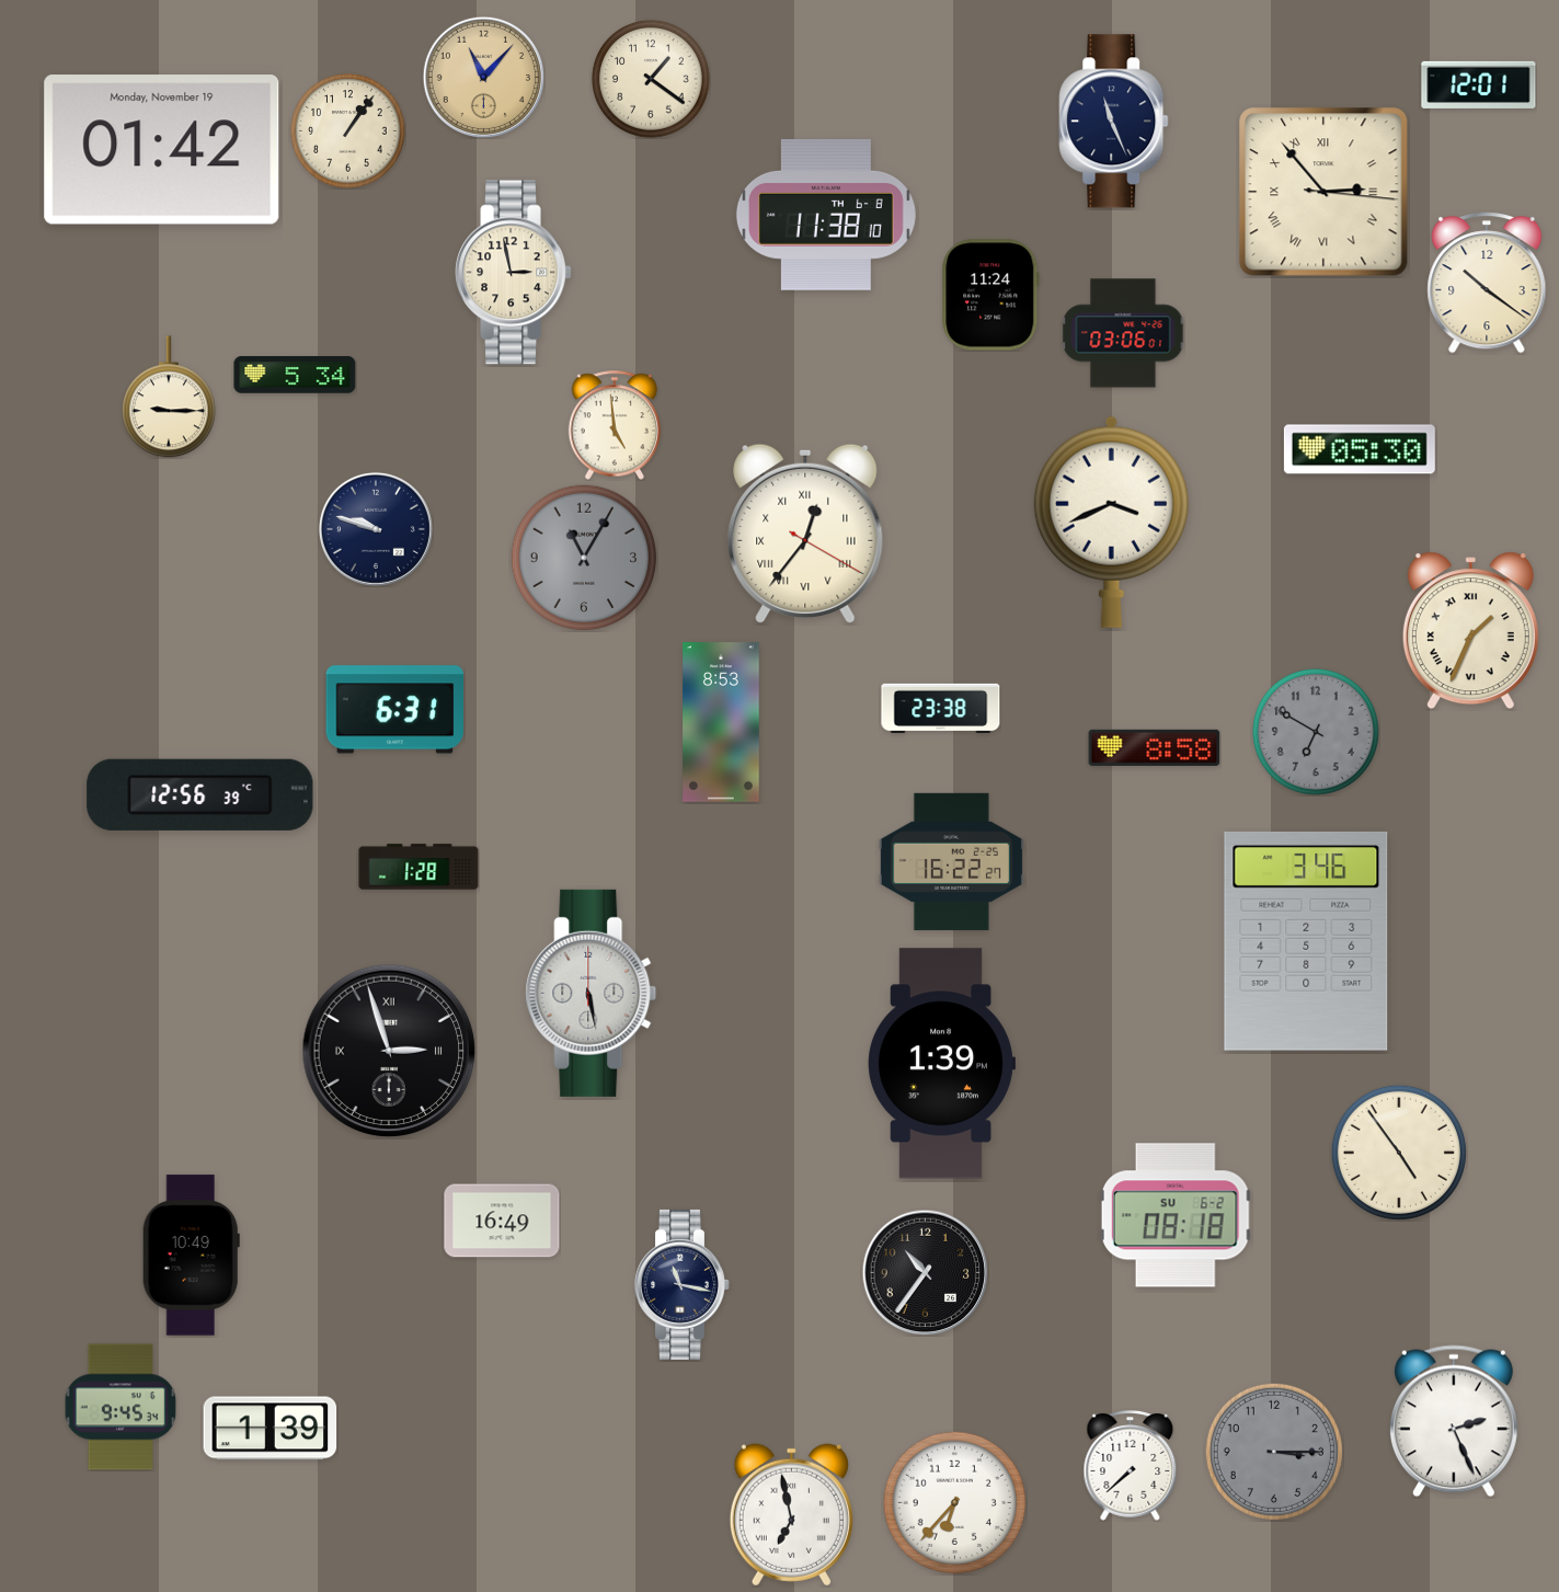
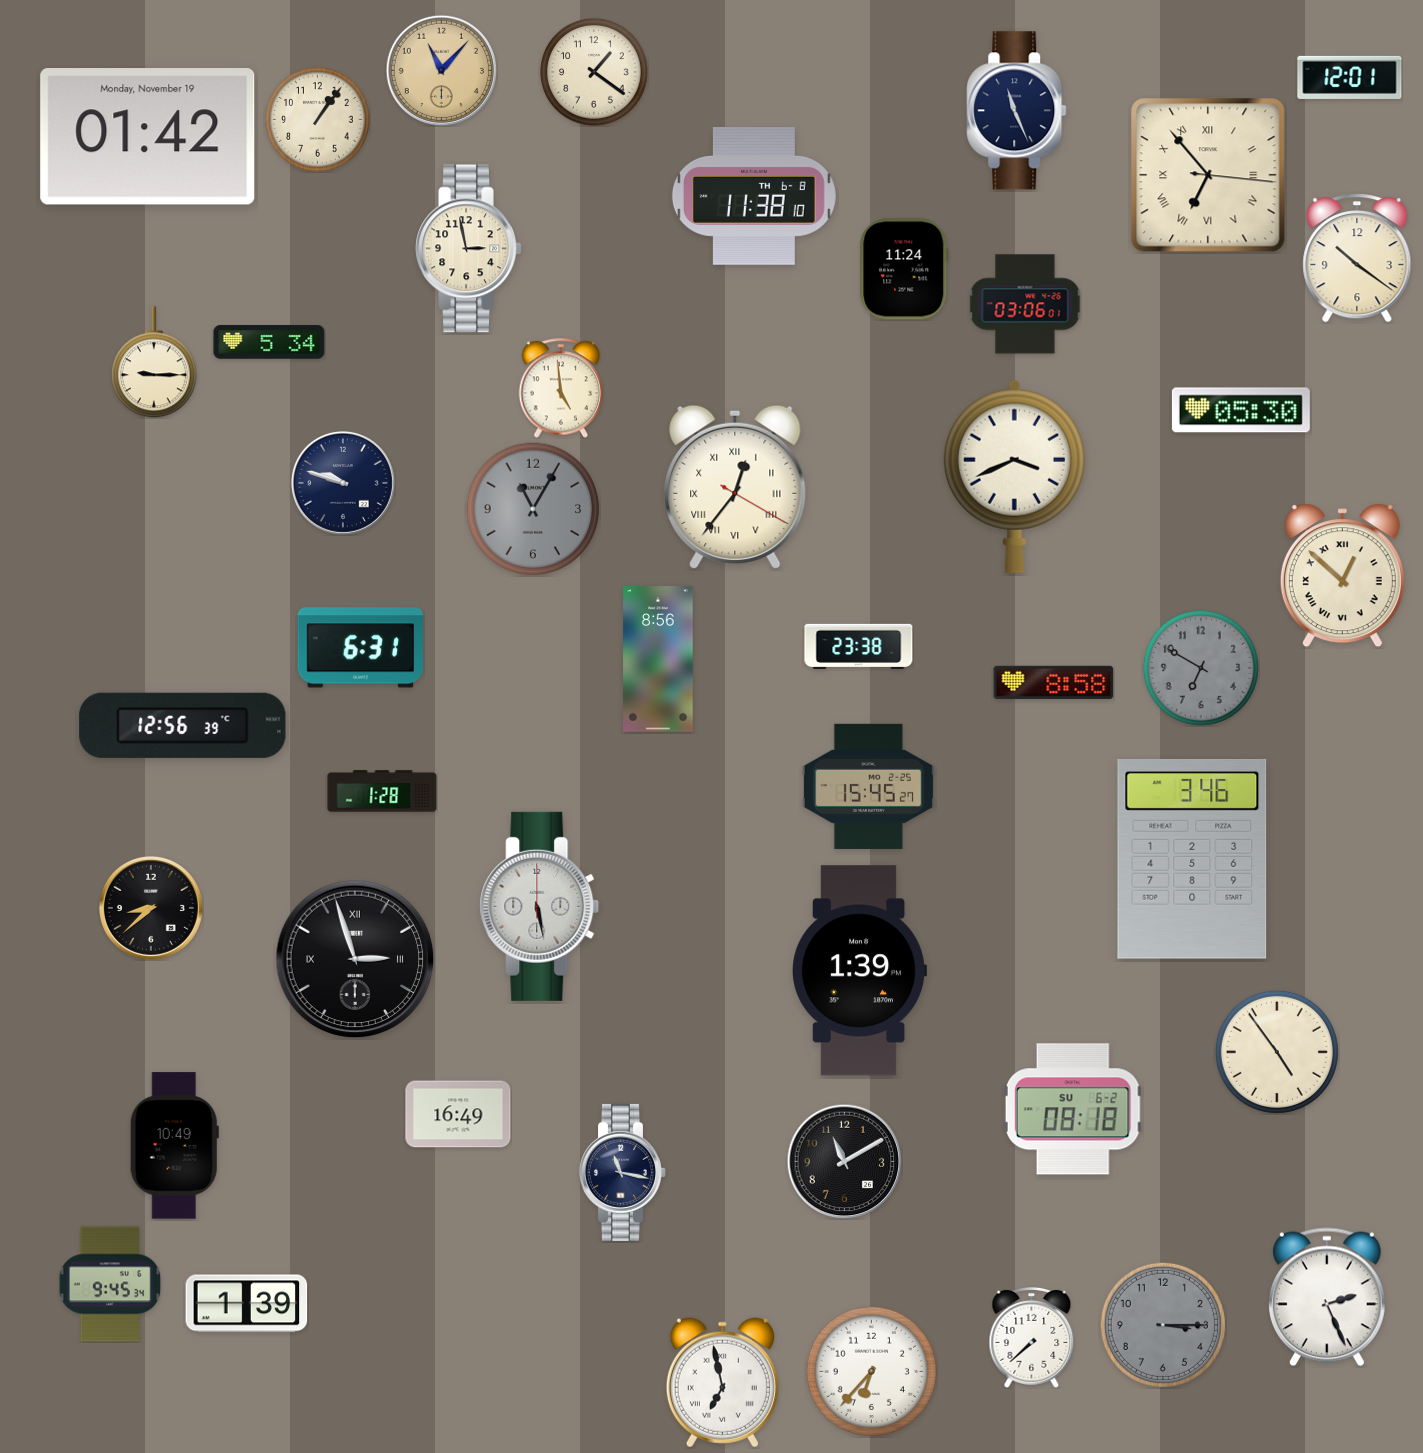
clock at (1323, 192): 2:53 -> 6:53
clock at (1470, 631): 1:34 -> 12:52
clock at (721, 722): 8:53 -> 8:56
clock at (951, 861): 16:22 -> 15:45
clock at (151, 908): none -> 8:38
clock at (925, 1272): 10:36 -> 11:10
